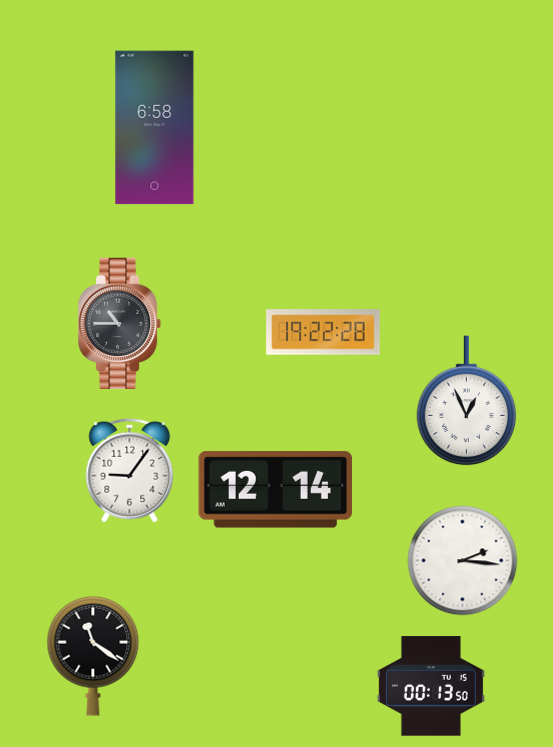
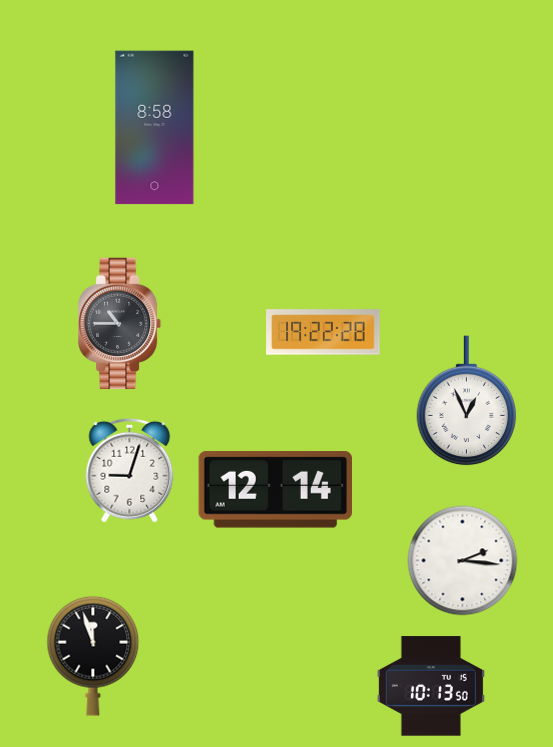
clock at (155, 128): 6:58 -> 8:58
clock at (130, 470): 9:06 -> 9:03
clock at (93, 656): 11:21 -> 11:57
clock at (431, 686): 00:13 -> 10:13
